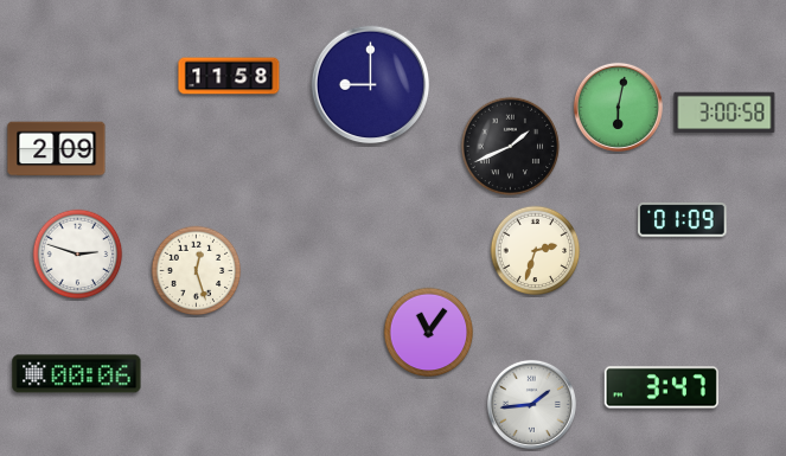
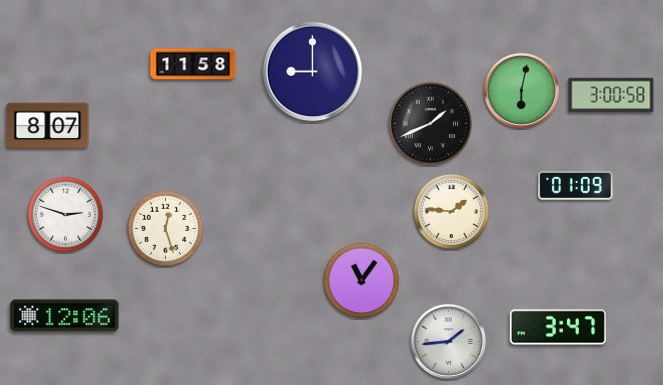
clock at (57, 149): 2:09 -> 8:07
clock at (536, 251): 2:33 -> 1:46
clock at (77, 374): 00:06 -> 12:06
